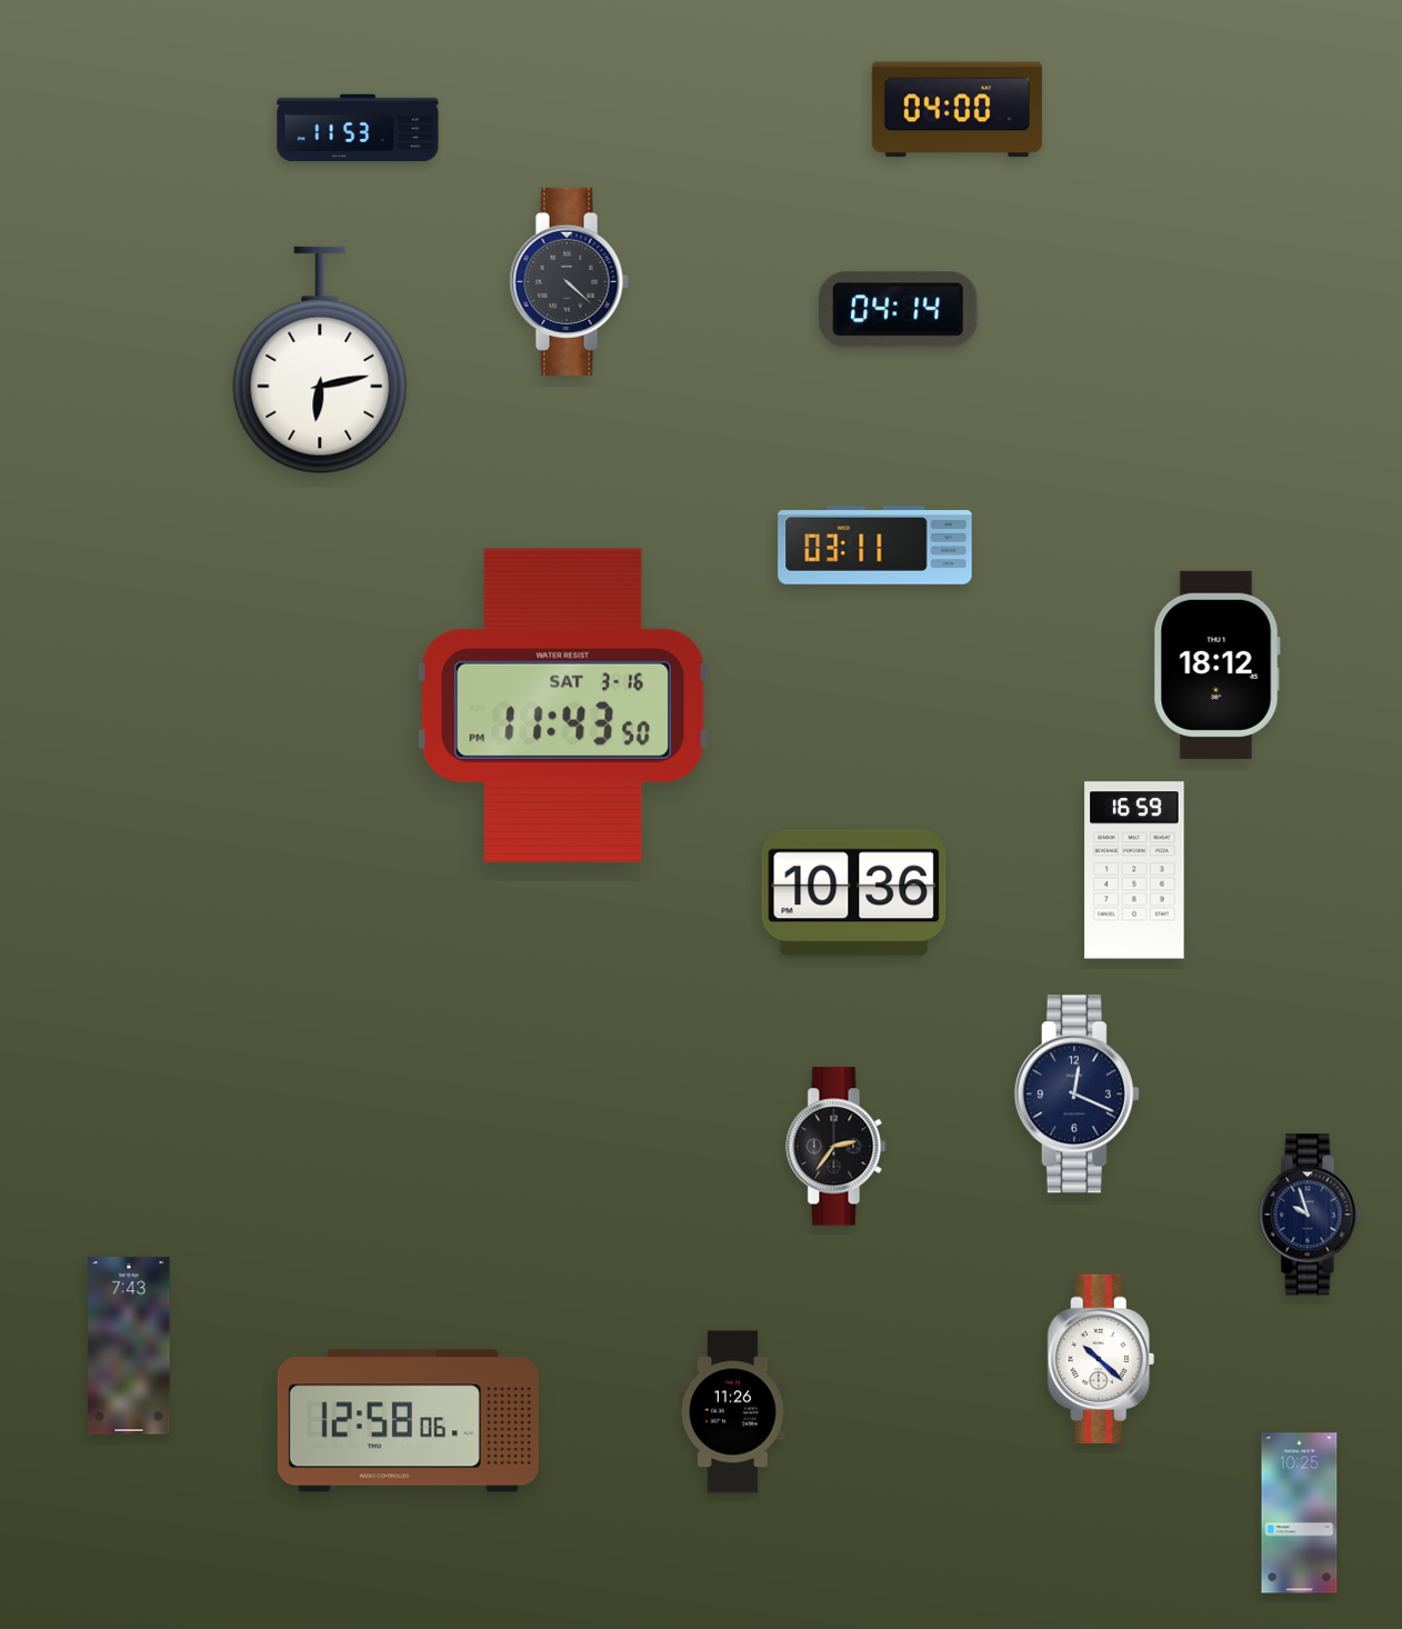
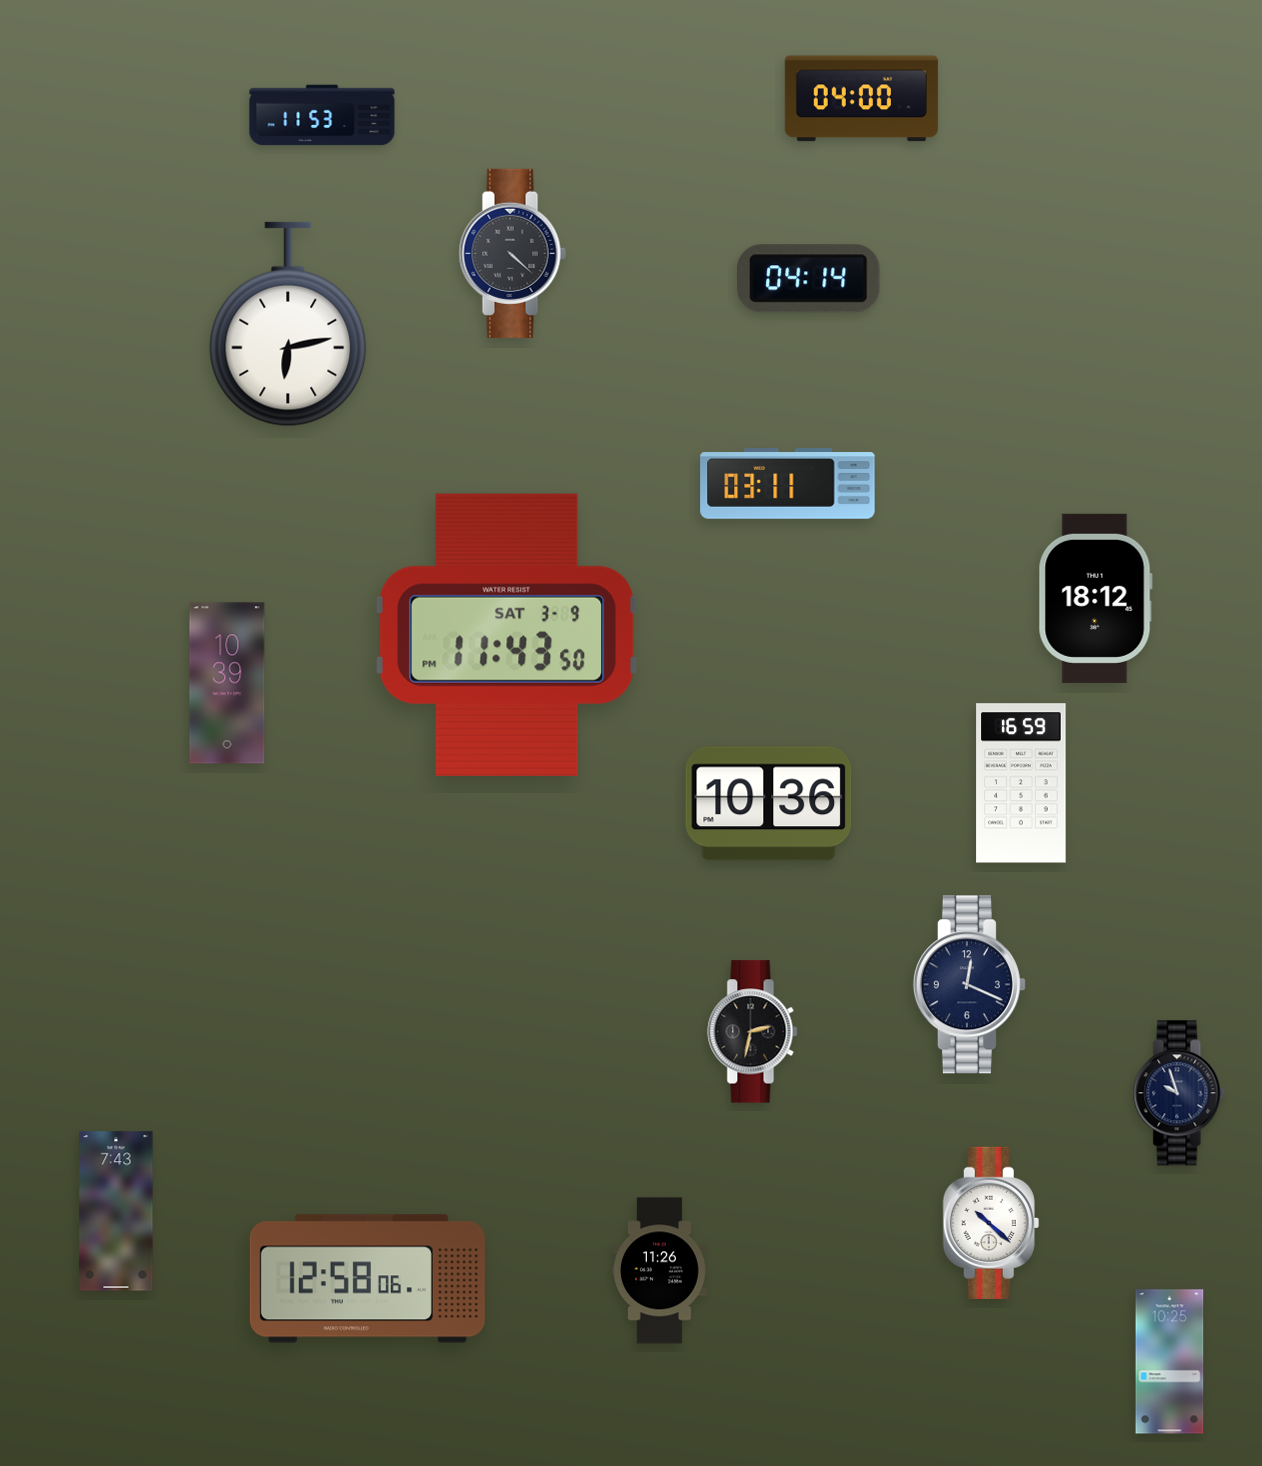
clock at (875, 546) position: (875, 546) -> (788, 484)
clock at (563, 706) date: SAT 3-16 -> SAT 3-9
clock at (227, 683): none -> 10:39
clock at (837, 1147): 2:36 -> 2:32
